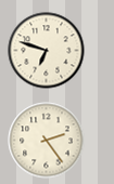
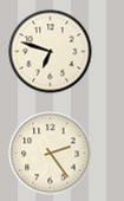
clock at (47, 51) position: (47, 51) -> (51, 52)
